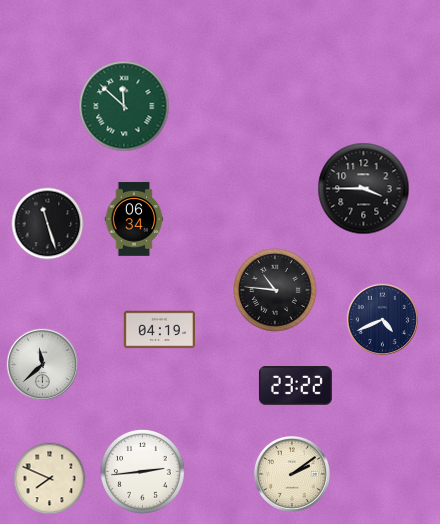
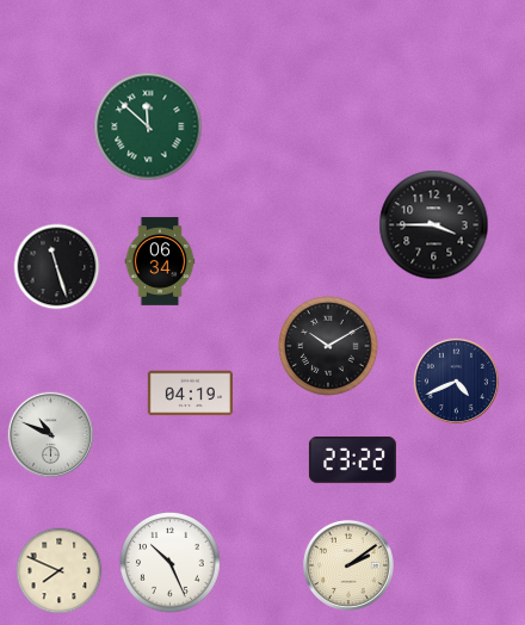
clock at (276, 291): 10:46 -> 10:10
clock at (42, 364): 11:38 -> 10:49
clock at (143, 472): 2:44 -> 10:26
